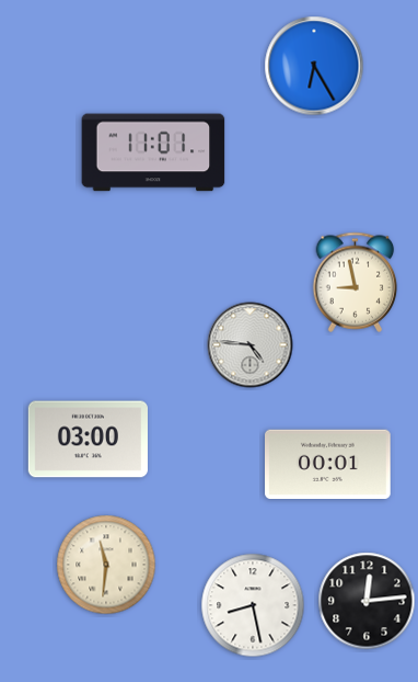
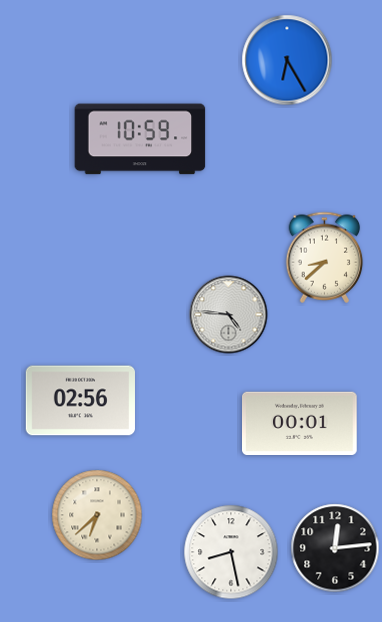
clock at (153, 152): 11:01 -> 10:59
clock at (356, 282): 8:58 -> 8:38
clock at (88, 440): 03:00 -> 02:56
clock at (106, 565): 11:31 -> 6:38
